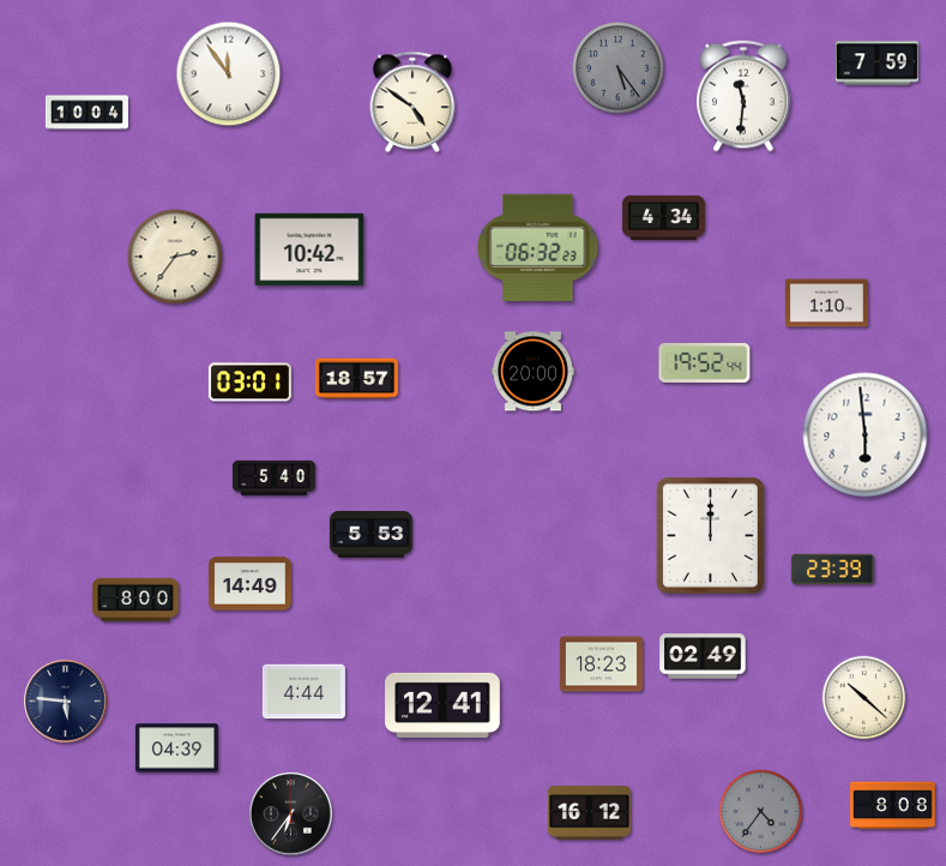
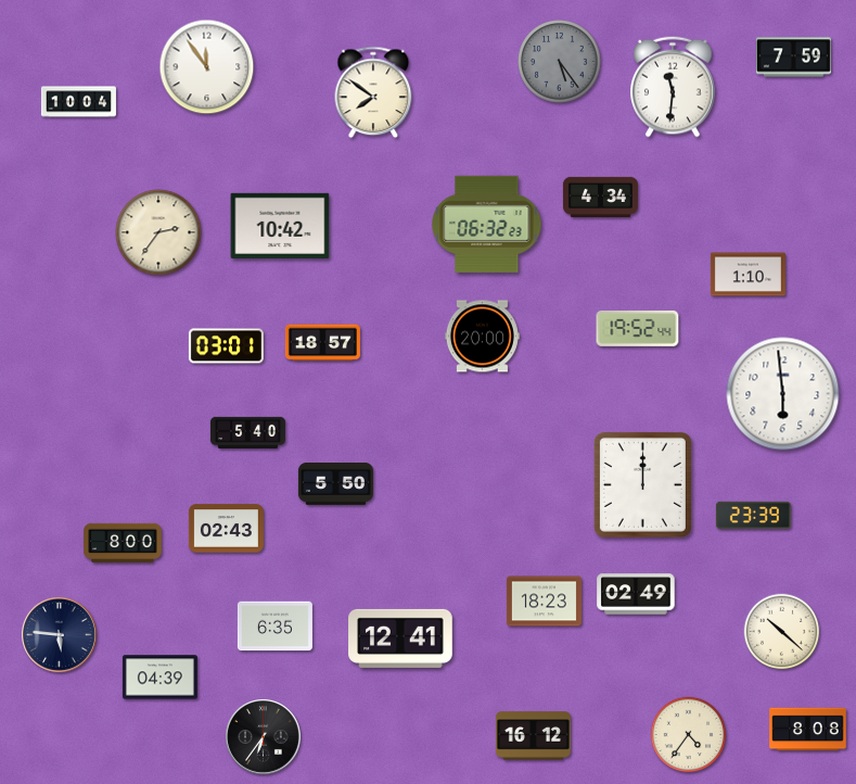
clock at (412, 102): 4:51 -> 7:51
clock at (370, 535): 5:53 -> 5:50
clock at (249, 584): 14:49 -> 02:43
clock at (303, 692): 4:44 -> 6:35
clock at (761, 812) dial: grey -> cream
